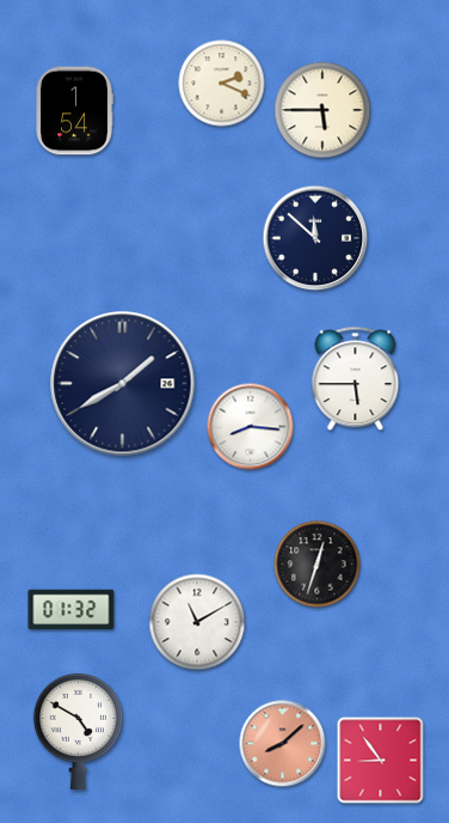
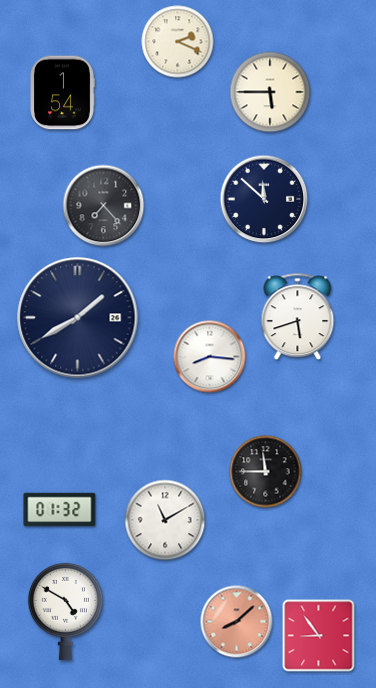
clock at (222, 84) position: (222, 84) -> (178, 42)
clock at (104, 206): none -> 7:23
clock at (356, 379): 5:45 -> 5:42
clock at (123, 384) position: (123, 384) -> (78, 318)
clock at (318, 565): 12:33 -> 11:45
